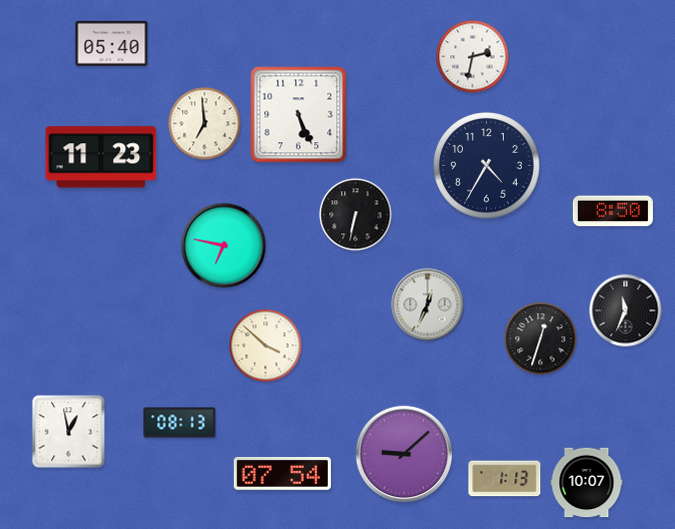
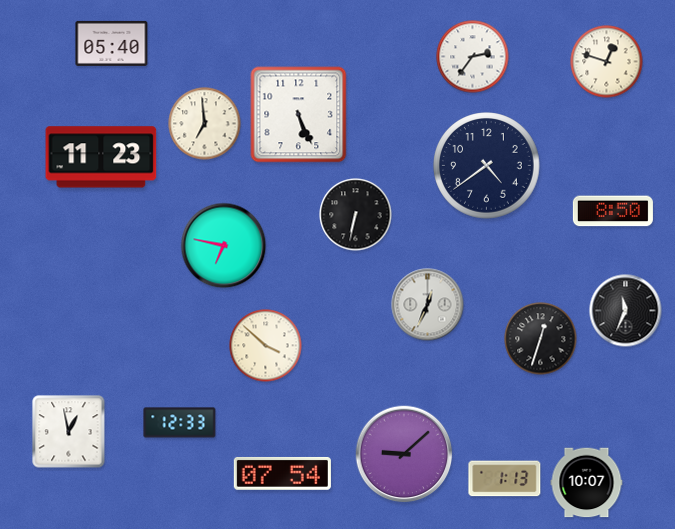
clock at (473, 57): 2:32 -> 2:36
clock at (607, 62): none -> 12:48
clock at (487, 166): 4:35 -> 4:39
clock at (180, 423): 08:13 -> 12:33
